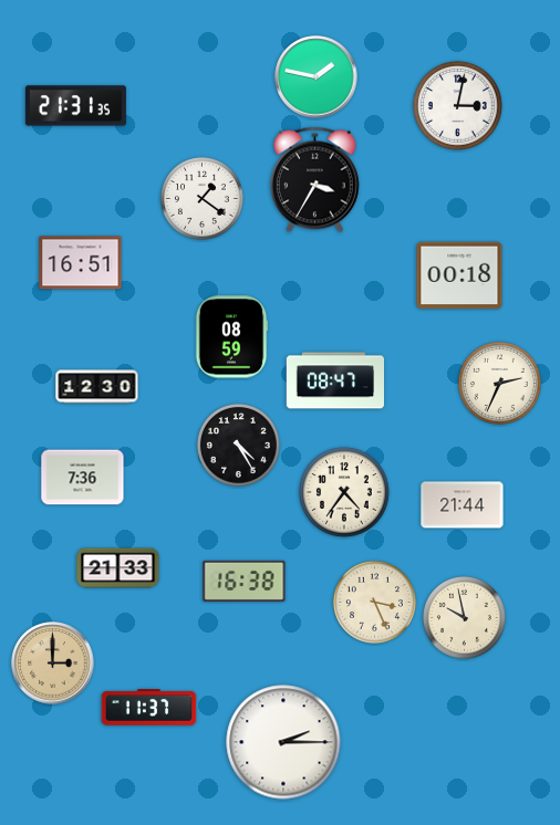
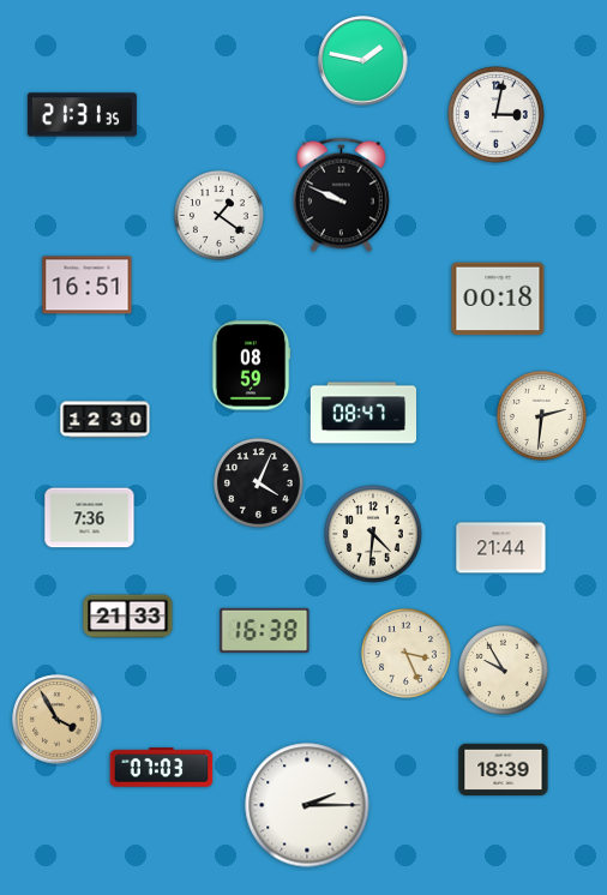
clock at (317, 77) position: (317, 77) -> (363, 61)
clock at (315, 180): 3:35 -> 9:49
clock at (499, 383): 2:34 -> 2:31
clock at (238, 445): 4:25 -> 4:04
clock at (345, 493): 4:36 -> 4:31
clock at (464, 617): 9:58 -> 9:55
clock at (53, 664): 3:00 -> 3:55
clock at (149, 708): 11:37 -> 07:03
clock at (504, 770): none -> 18:39
